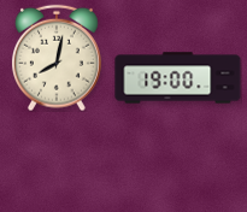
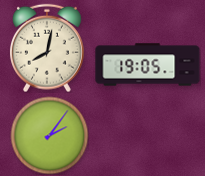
clock at (178, 78): 19:00 -> 19:05
clock at (49, 135): none -> 2:06
